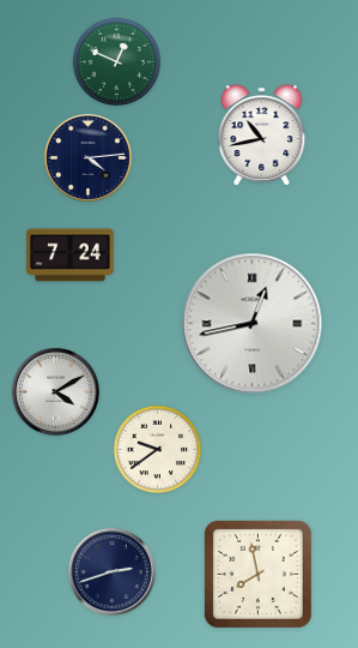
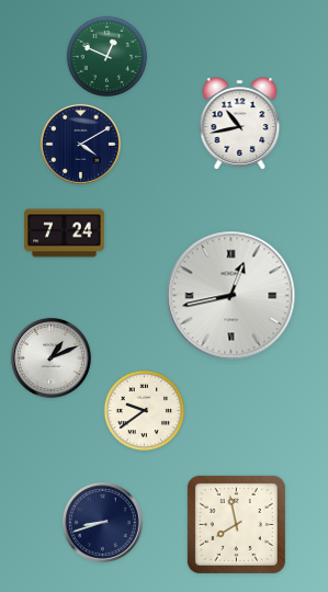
clock at (87, 157): 4:14 -> 4:10
clock at (55, 391): 4:10 -> 1:11
clock at (111, 571): 2:42 -> 8:42
